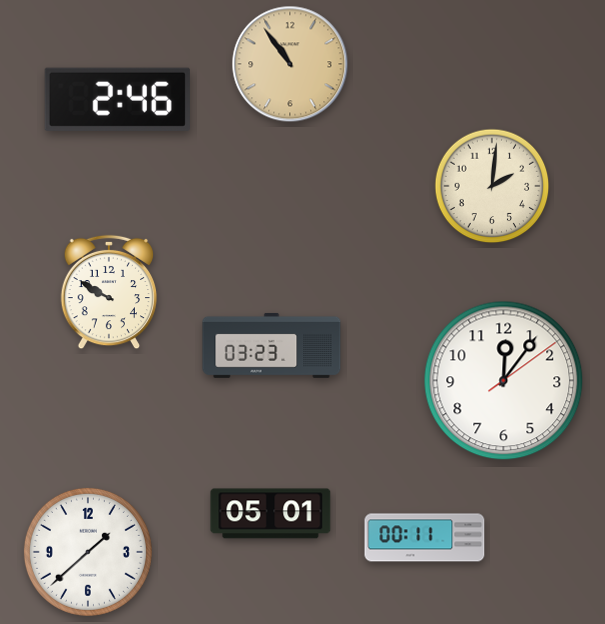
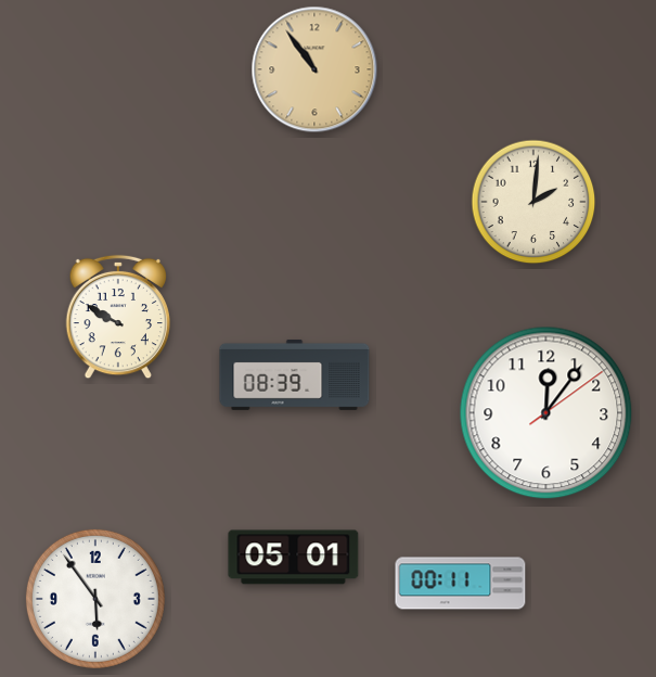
clock at (117, 99): 2:46 -> none
clock at (272, 345): 03:23 -> 08:39
clock at (88, 552): 1:38 -> 5:54
